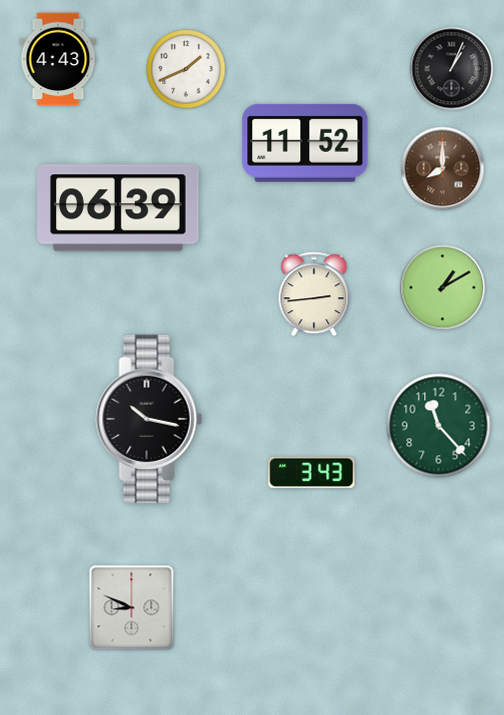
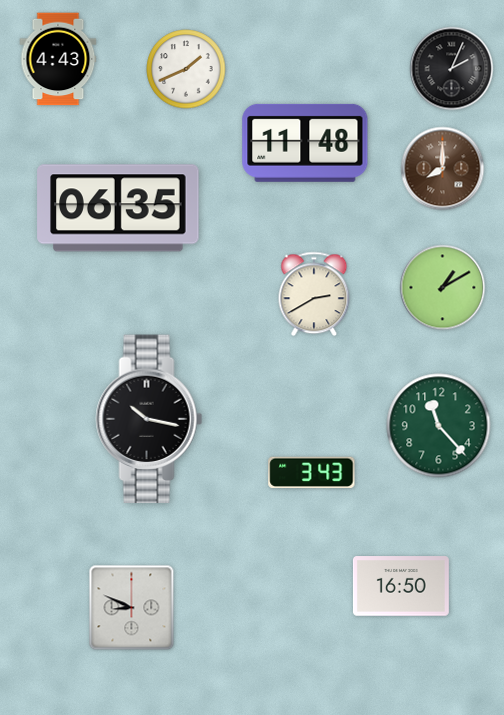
clock at (452, 69): 1:04 -> 2:04
clock at (305, 143): 11:52 -> 11:48
clock at (118, 208): 06:39 -> 06:35
clock at (314, 294): 2:44 -> 2:40
clock at (401, 586): none -> 16:50
